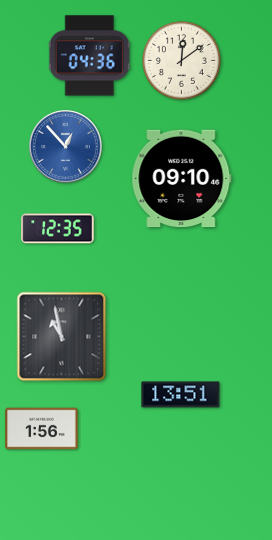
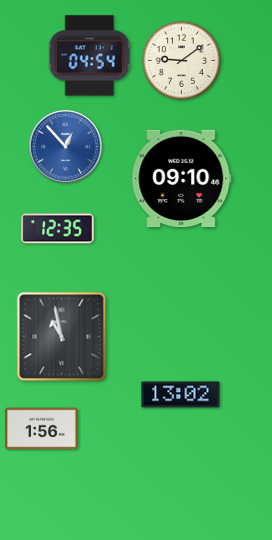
clock at (89, 56): 04:36 -> 04:54
clock at (181, 60): 12:09 -> 9:09
clock at (181, 395): 13:51 -> 13:02
